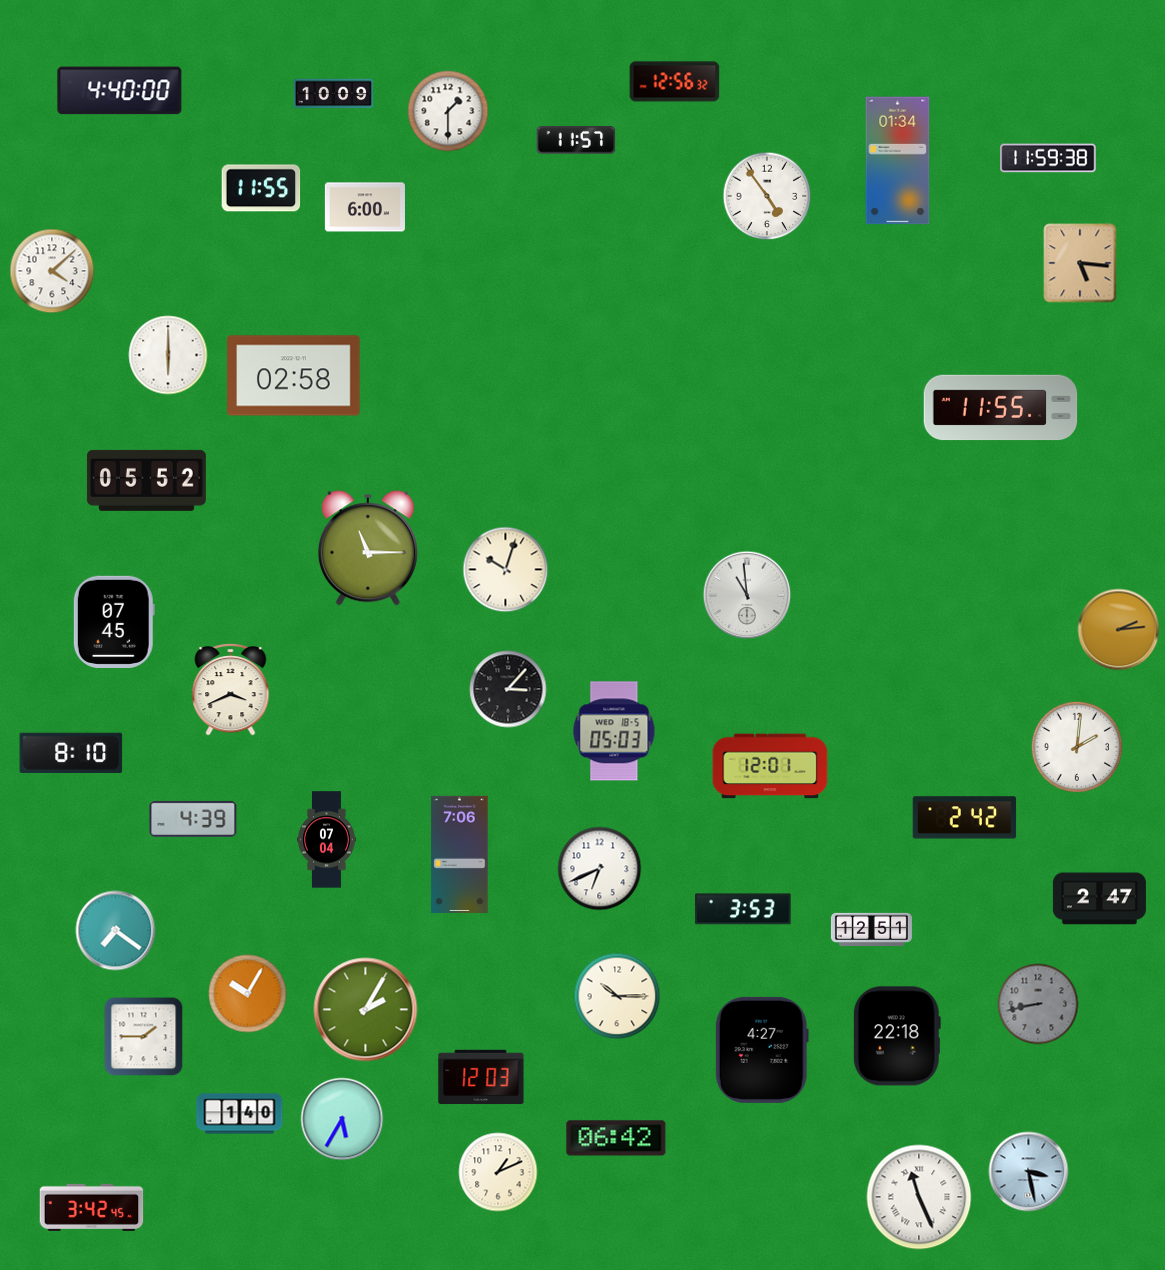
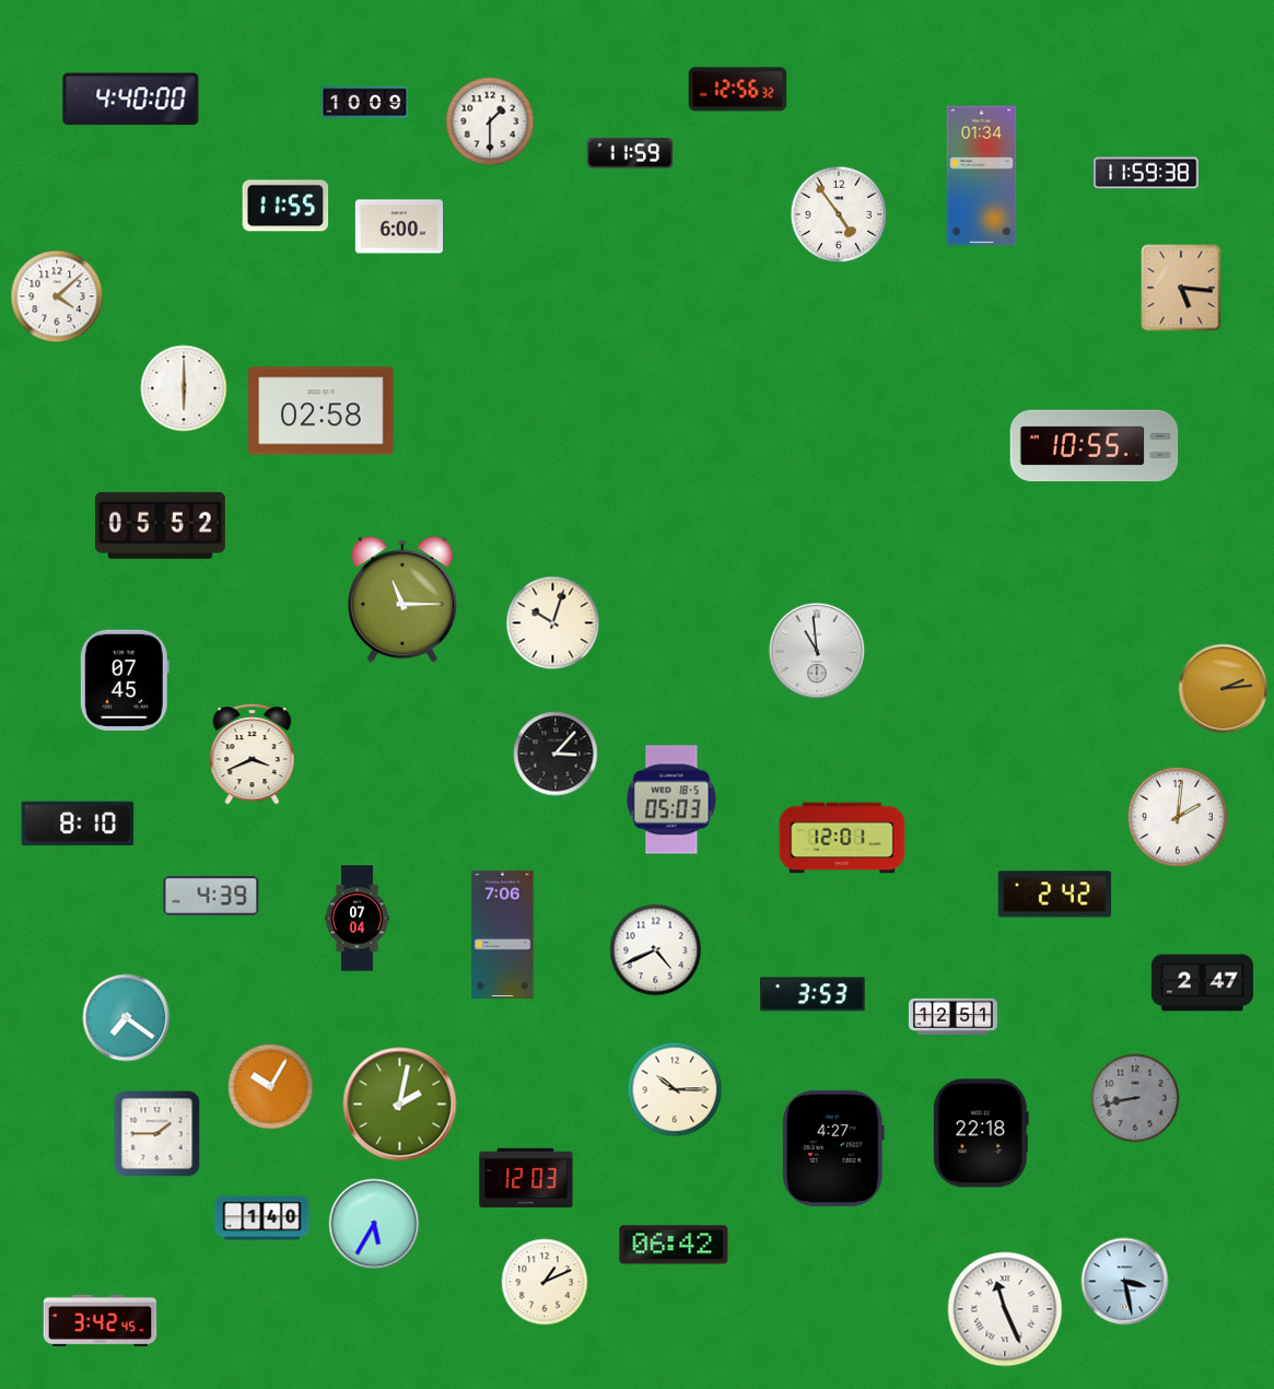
clock at (576, 140): 11:57 -> 11:59
clock at (1001, 408): 11:55 -> 10:55
clock at (600, 869): 6:41 -> 4:41
clock at (366, 1010): 2:05 -> 2:02
